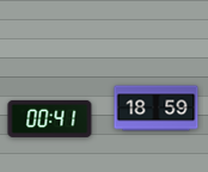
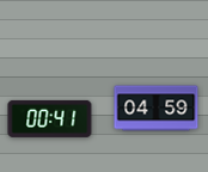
clock at (157, 109): 18:59 -> 04:59
